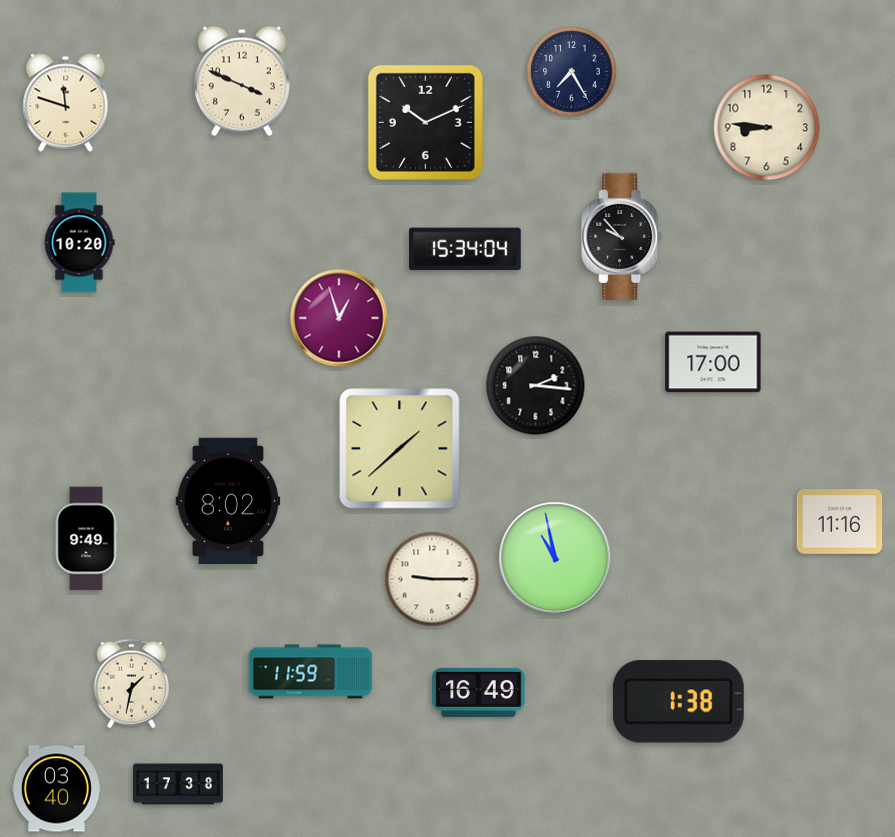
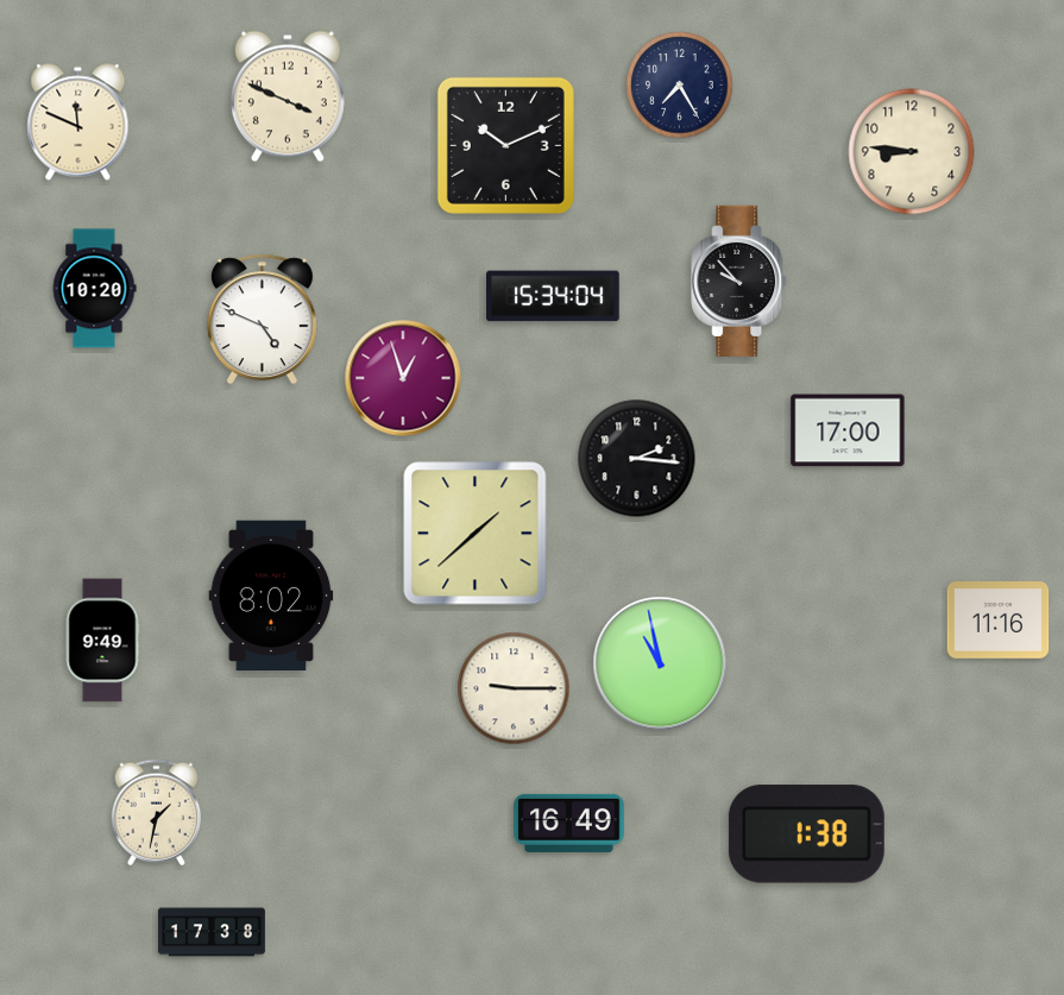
clock at (66, 103): 11:48 -> 11:49
clock at (262, 320): none -> 4:49
clock at (311, 672): 11:59 -> none
clock at (56, 789): 03:40 -> none
